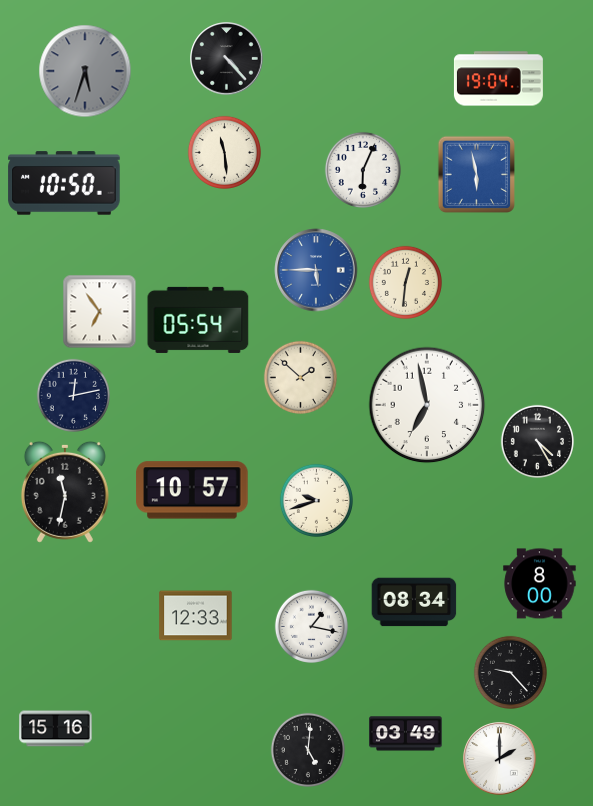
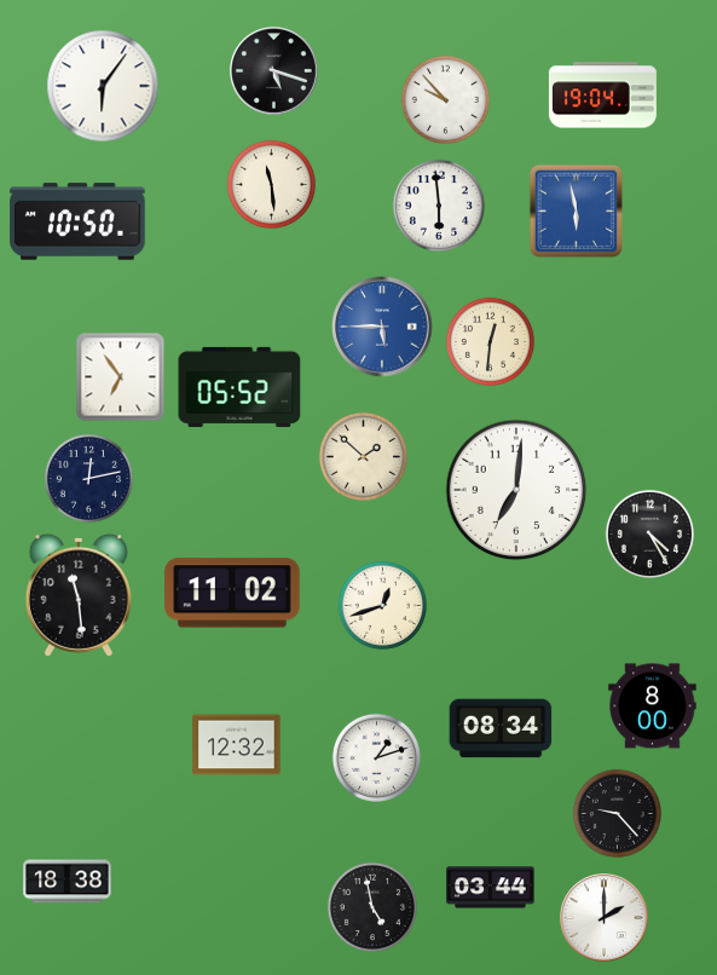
clock at (227, 59): 4:23 -> 5:18
clock at (85, 71): 5:33 -> 6:06
clock at (85, 71) dial: grey -> white
clock at (445, 99): none -> 9:53
clock at (363, 170): 6:04 -> 5:59
clock at (198, 320): 05:54 -> 05:52
clock at (427, 405): 6:58 -> 7:01
clock at (192, 490): 10:57 -> 11:02
clock at (65, 492): 11:32 -> 11:29
clock at (316, 500): 9:42 -> 12:42
clock at (196, 616): 12:33 -> 12:32
clock at (311, 626): 1:17 -> 1:12
clock at (56, 729): 15:16 -> 18:38
clock at (406, 734): 03:49 -> 03:44
clock at (308, 750): 5:01 -> 4:58
